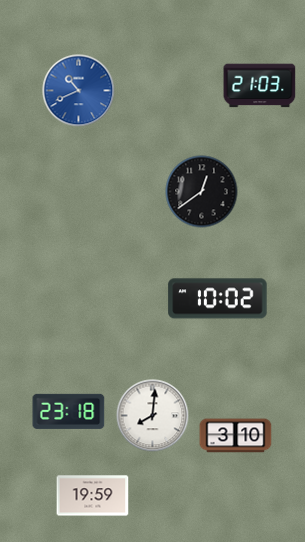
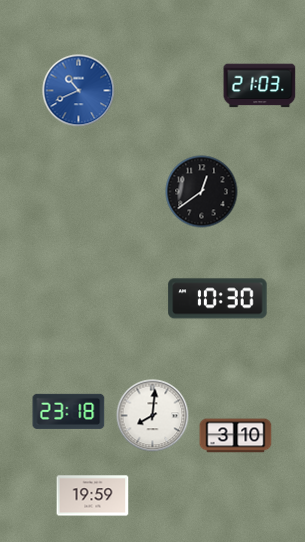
clock at (218, 299): 10:02 -> 10:30
